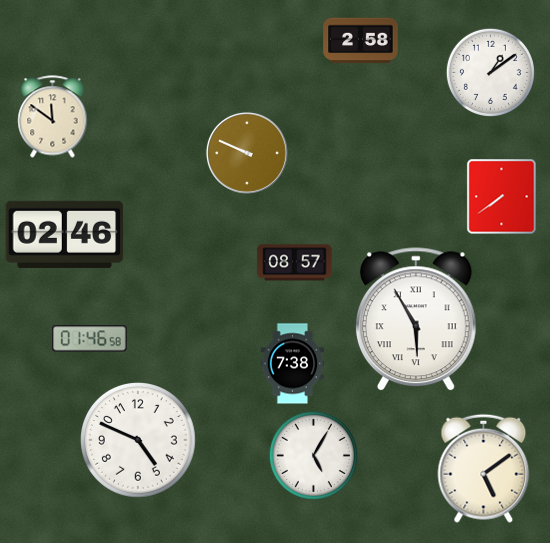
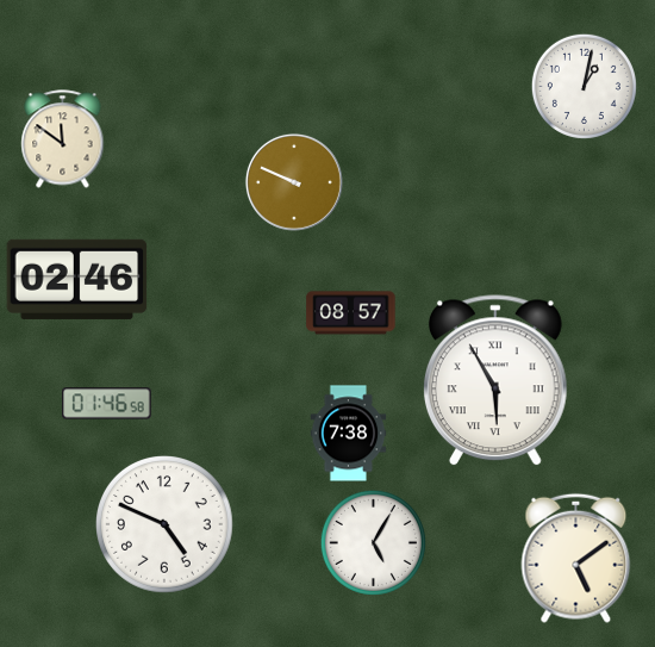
clock at (361, 41): 2:58 -> none
clock at (490, 72): 1:09 -> 1:02
clock at (502, 197): 7:39 -> none
